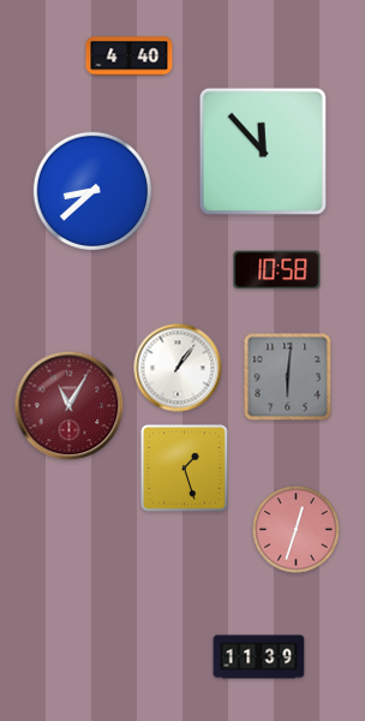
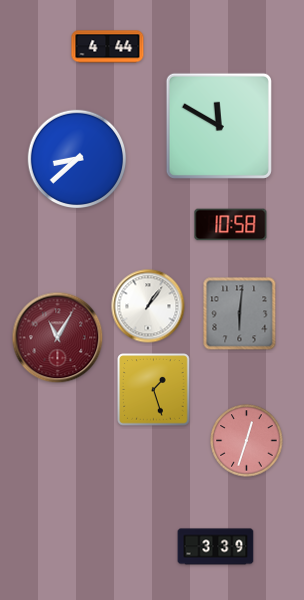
clock at (130, 56): 4:40 -> 4:44
clock at (263, 151): 11:53 -> 11:50
clock at (259, 657): 11:39 -> 3:39
